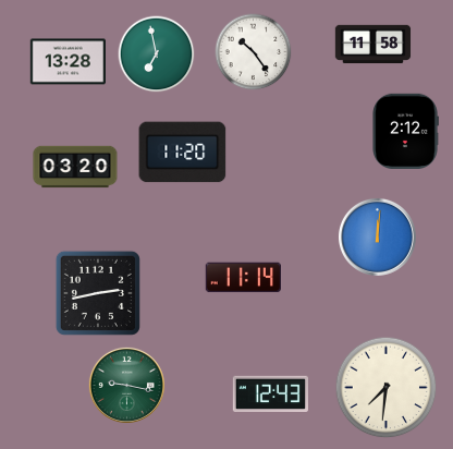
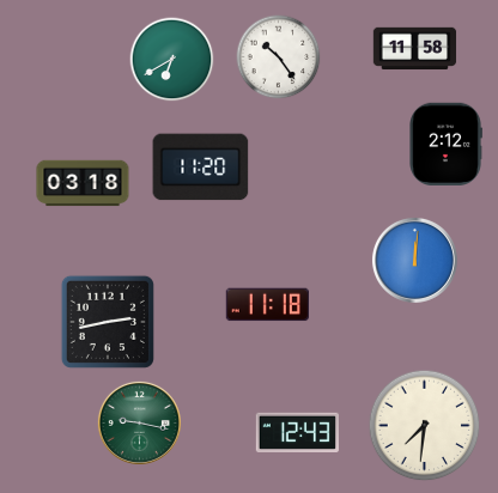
clock at (374, 45) position: (374, 45) -> (415, 49)
clock at (157, 54): 6:58 -> 6:40
clock at (68, 62): 13:28 -> none
clock at (75, 167): 03:20 -> 03:18
clock at (243, 278): 11:14 -> 11:18
